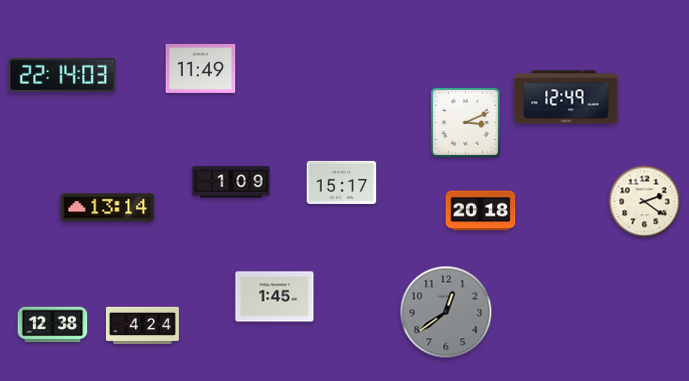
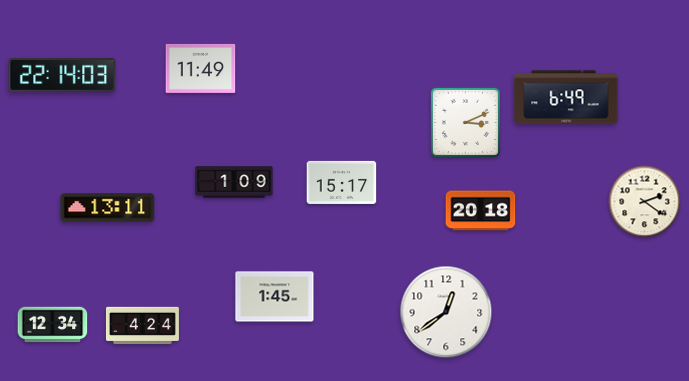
clock at (566, 97): 12:49 -> 6:49
clock at (231, 182) position: (231, 182) -> (234, 182)
clock at (108, 208): 13:14 -> 13:11
clock at (446, 312) dial: grey -> white
clock at (53, 325): 12:38 -> 12:34
